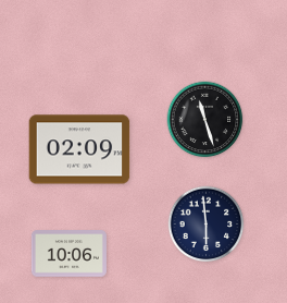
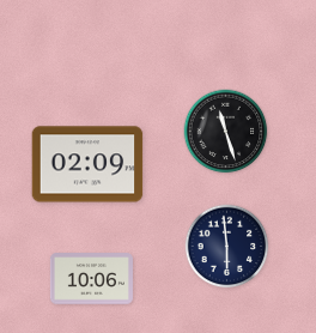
clock at (68, 254) position: (68, 254) -> (91, 279)
